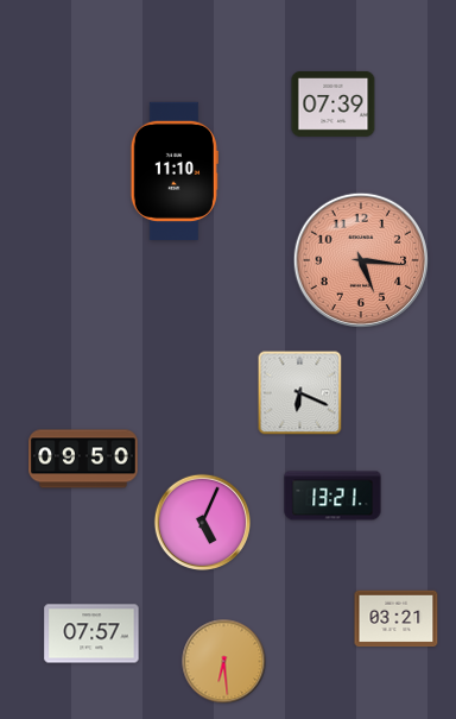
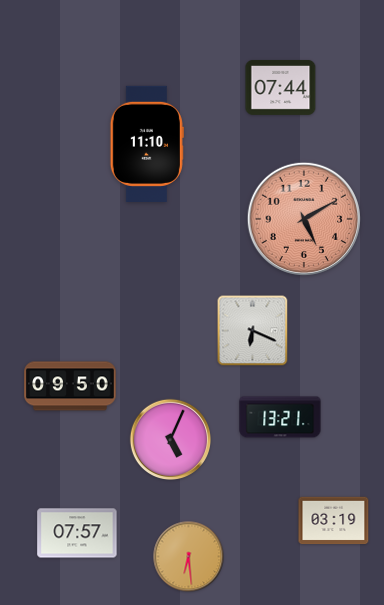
clock at (334, 103): 07:39 -> 07:44
clock at (360, 259): 5:16 -> 5:10
clock at (397, 619): 03:21 -> 03:19
